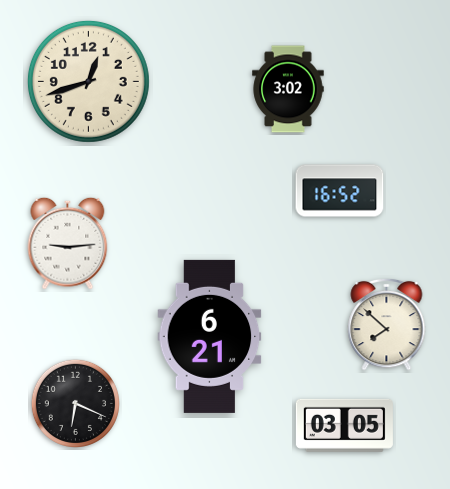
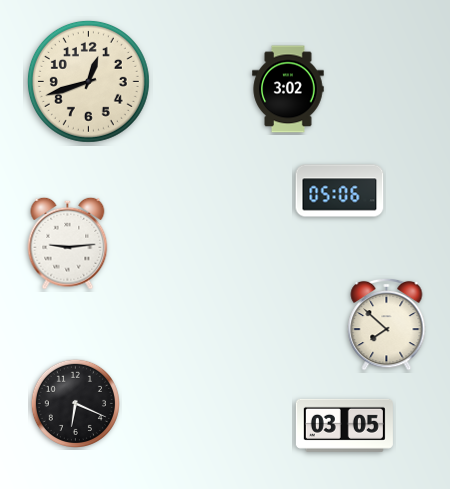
clock at (340, 191): 16:52 -> 05:06
clock at (210, 336): 6:21 -> none
